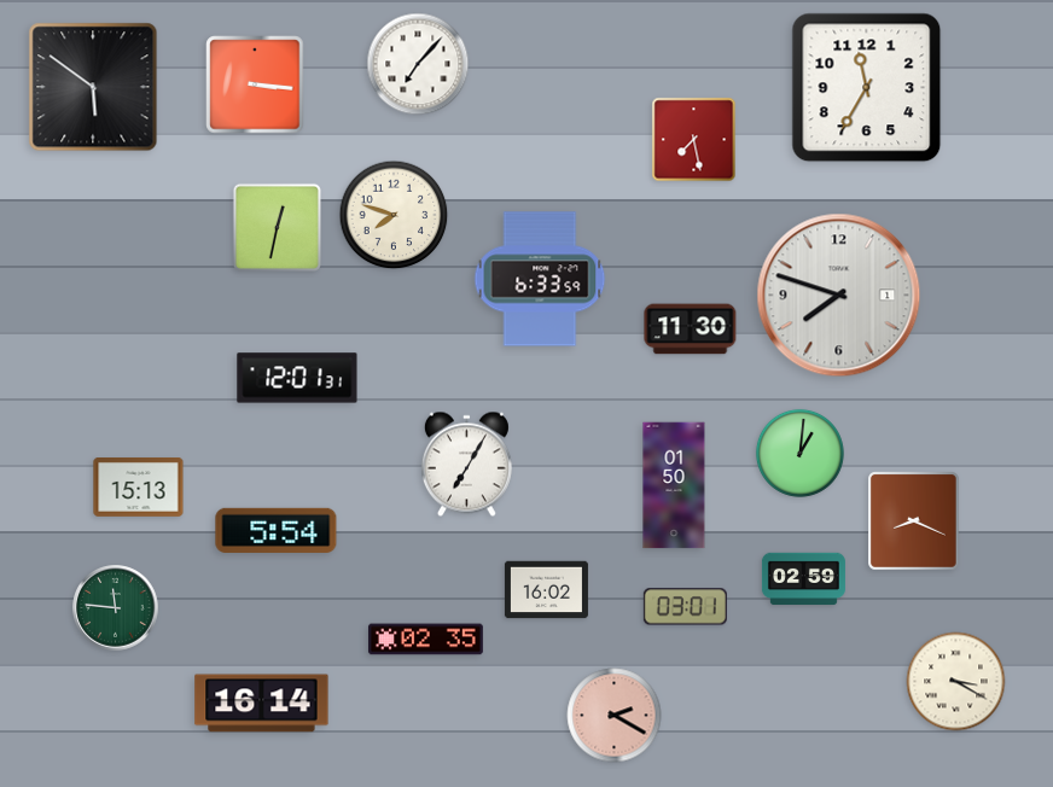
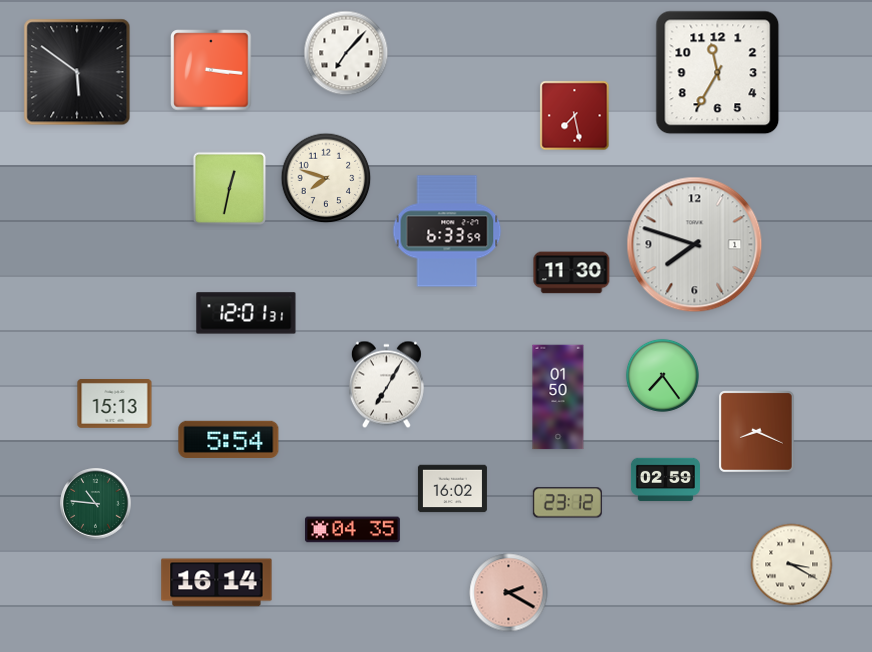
clock at (799, 453): 1:01 -> 7:24
clock at (674, 485) position: (674, 485) -> (558, 397)
clock at (685, 607): 03:01 -> 23:12
clock at (116, 608): 11:46 -> 10:46
clock at (425, 640): 02:35 -> 04:35
